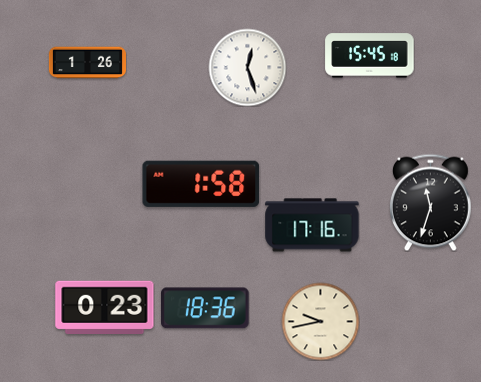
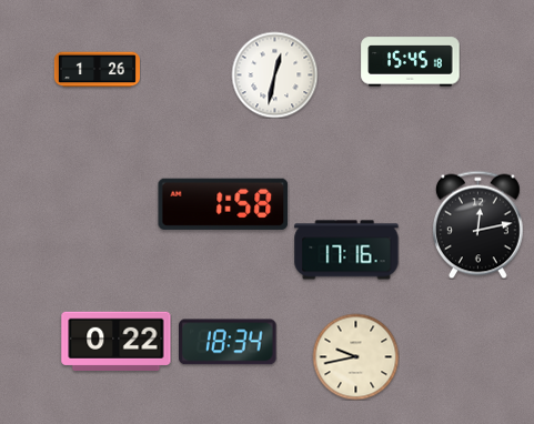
clock at (247, 67): 12:27 -> 12:32
clock at (430, 202): 11:33 -> 12:13
clock at (105, 307): 0:23 -> 0:22
clock at (206, 308): 18:36 -> 18:34
